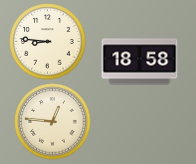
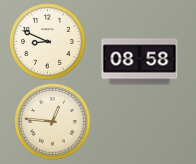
clock at (48, 42): 8:46 -> 8:49
clock at (140, 62): 18:58 -> 08:58
